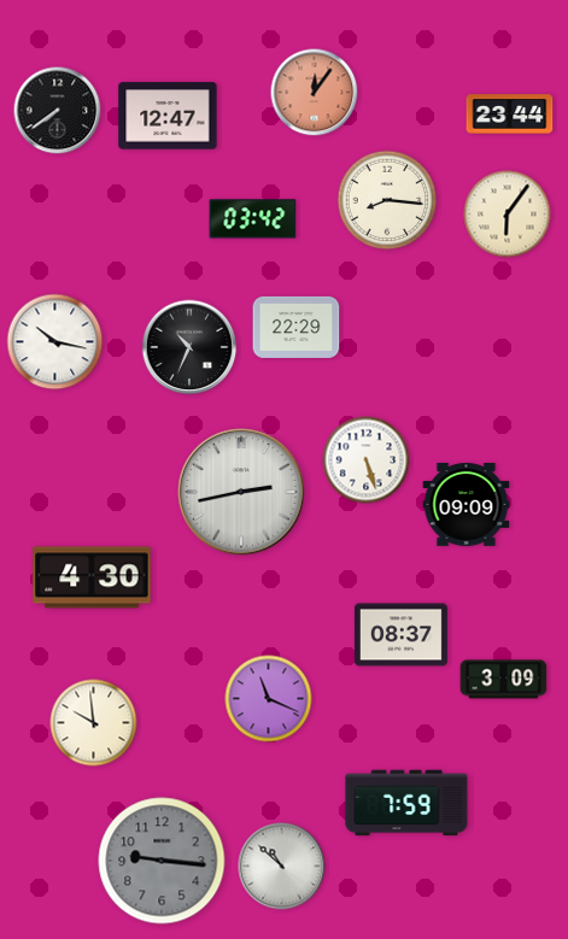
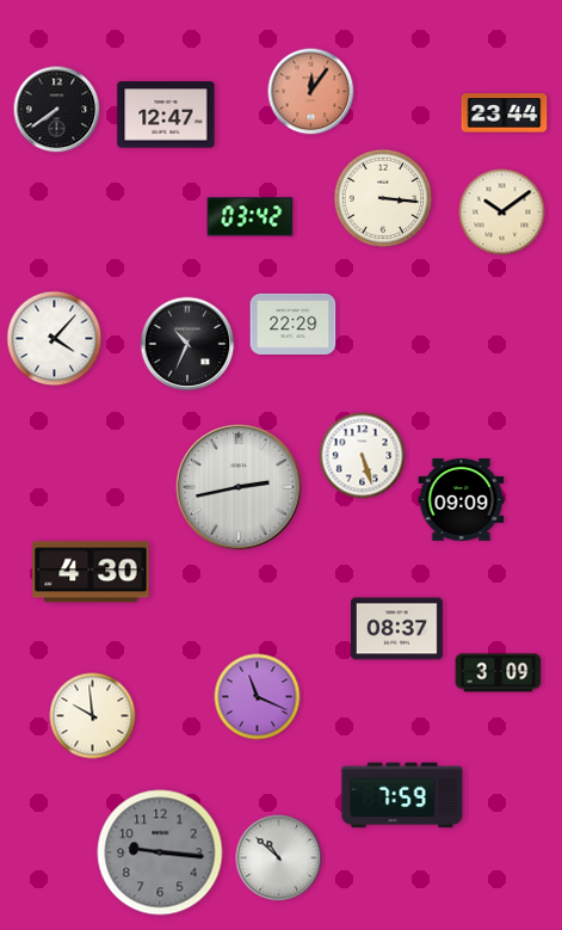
clock at (387, 200): 8:16 -> 3:16
clock at (508, 215): 6:06 -> 10:09
clock at (55, 342): 10:17 -> 4:07
clock at (269, 699) position: (269, 699) -> (258, 697)
